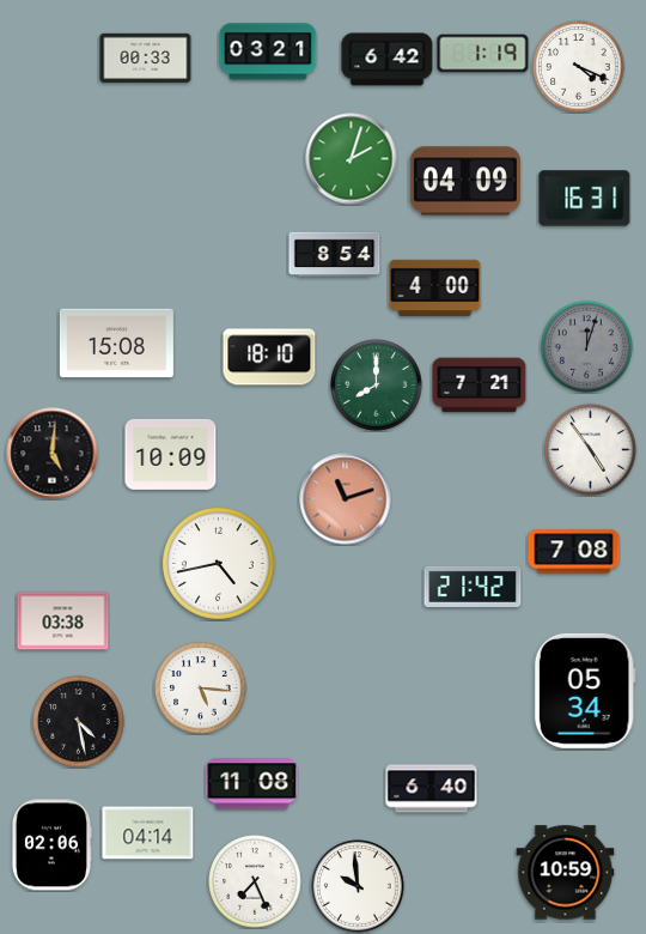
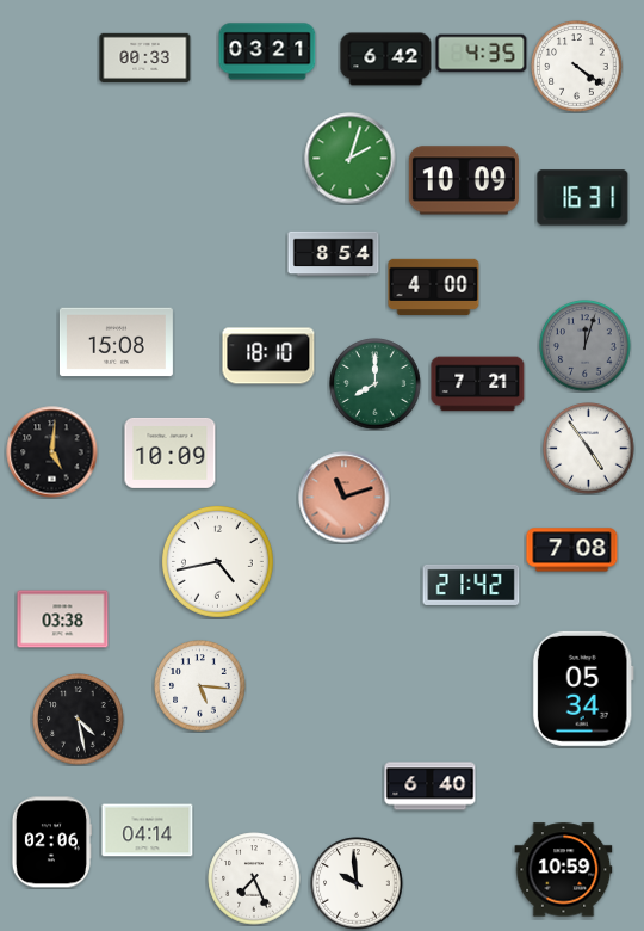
clock at (483, 54): 1:19 -> 4:35
clock at (579, 67): 4:19 -> 4:21
clock at (465, 181): 04:09 -> 10:09
clock at (252, 784): 11:08 -> none
